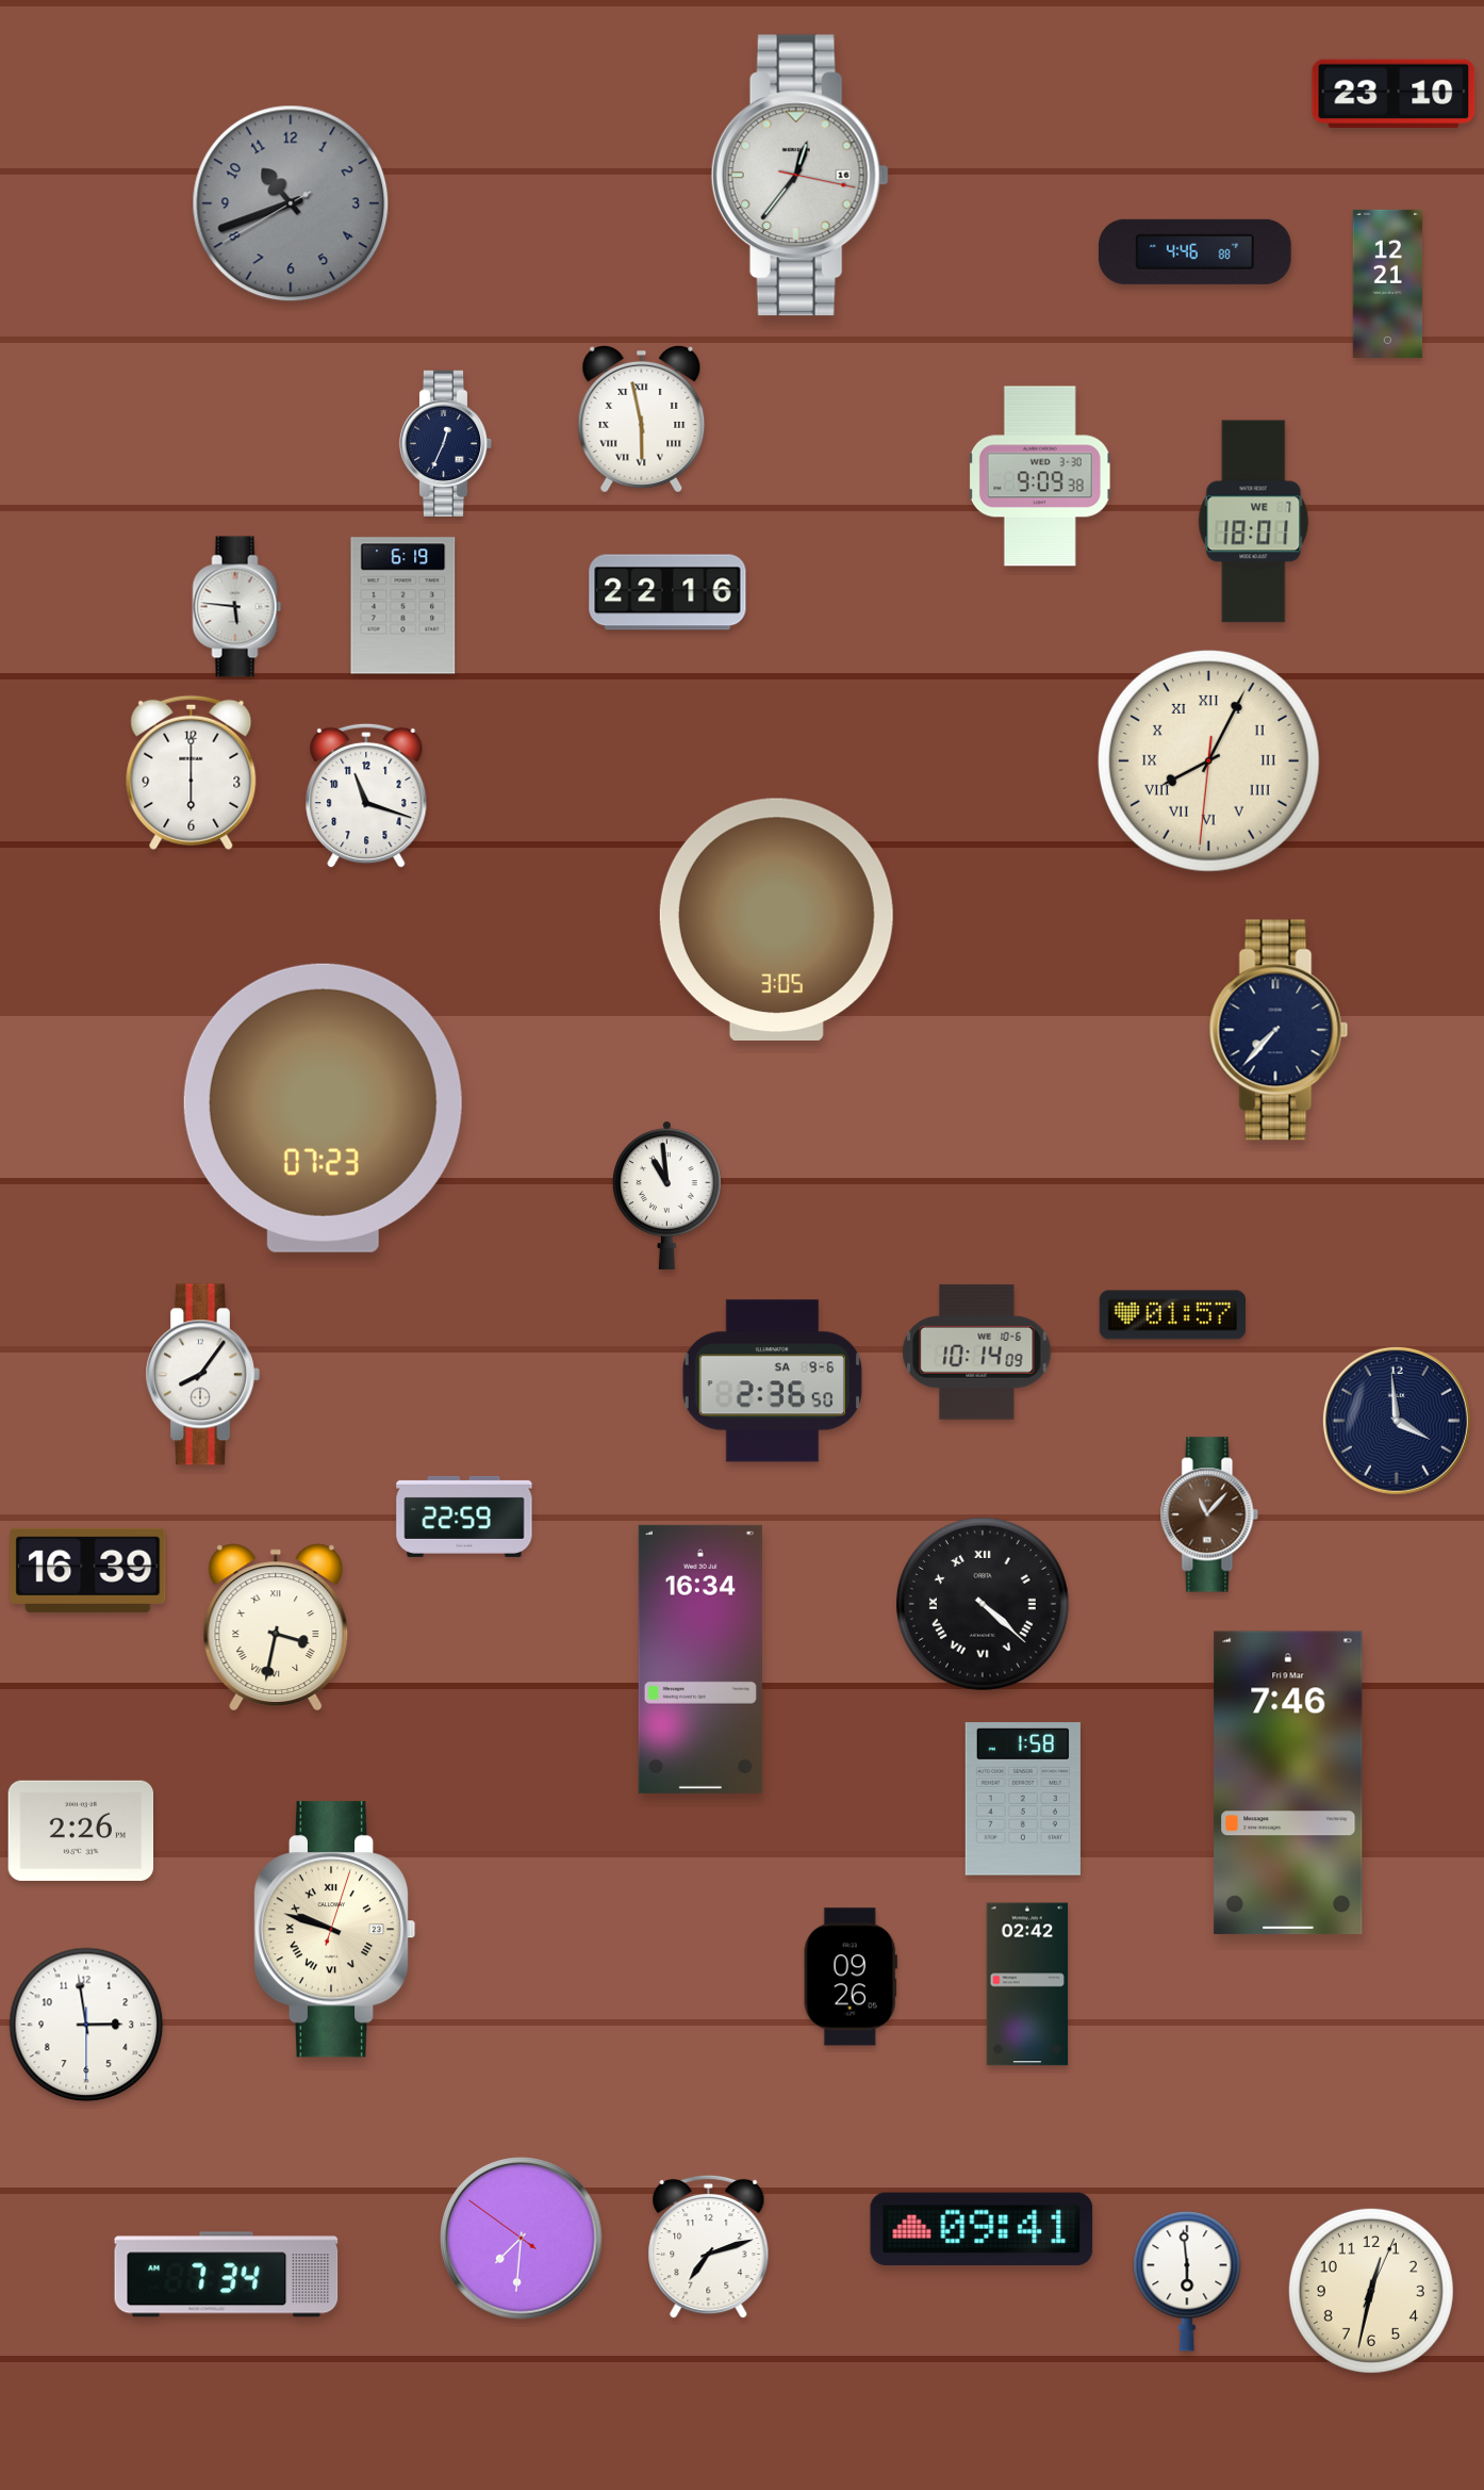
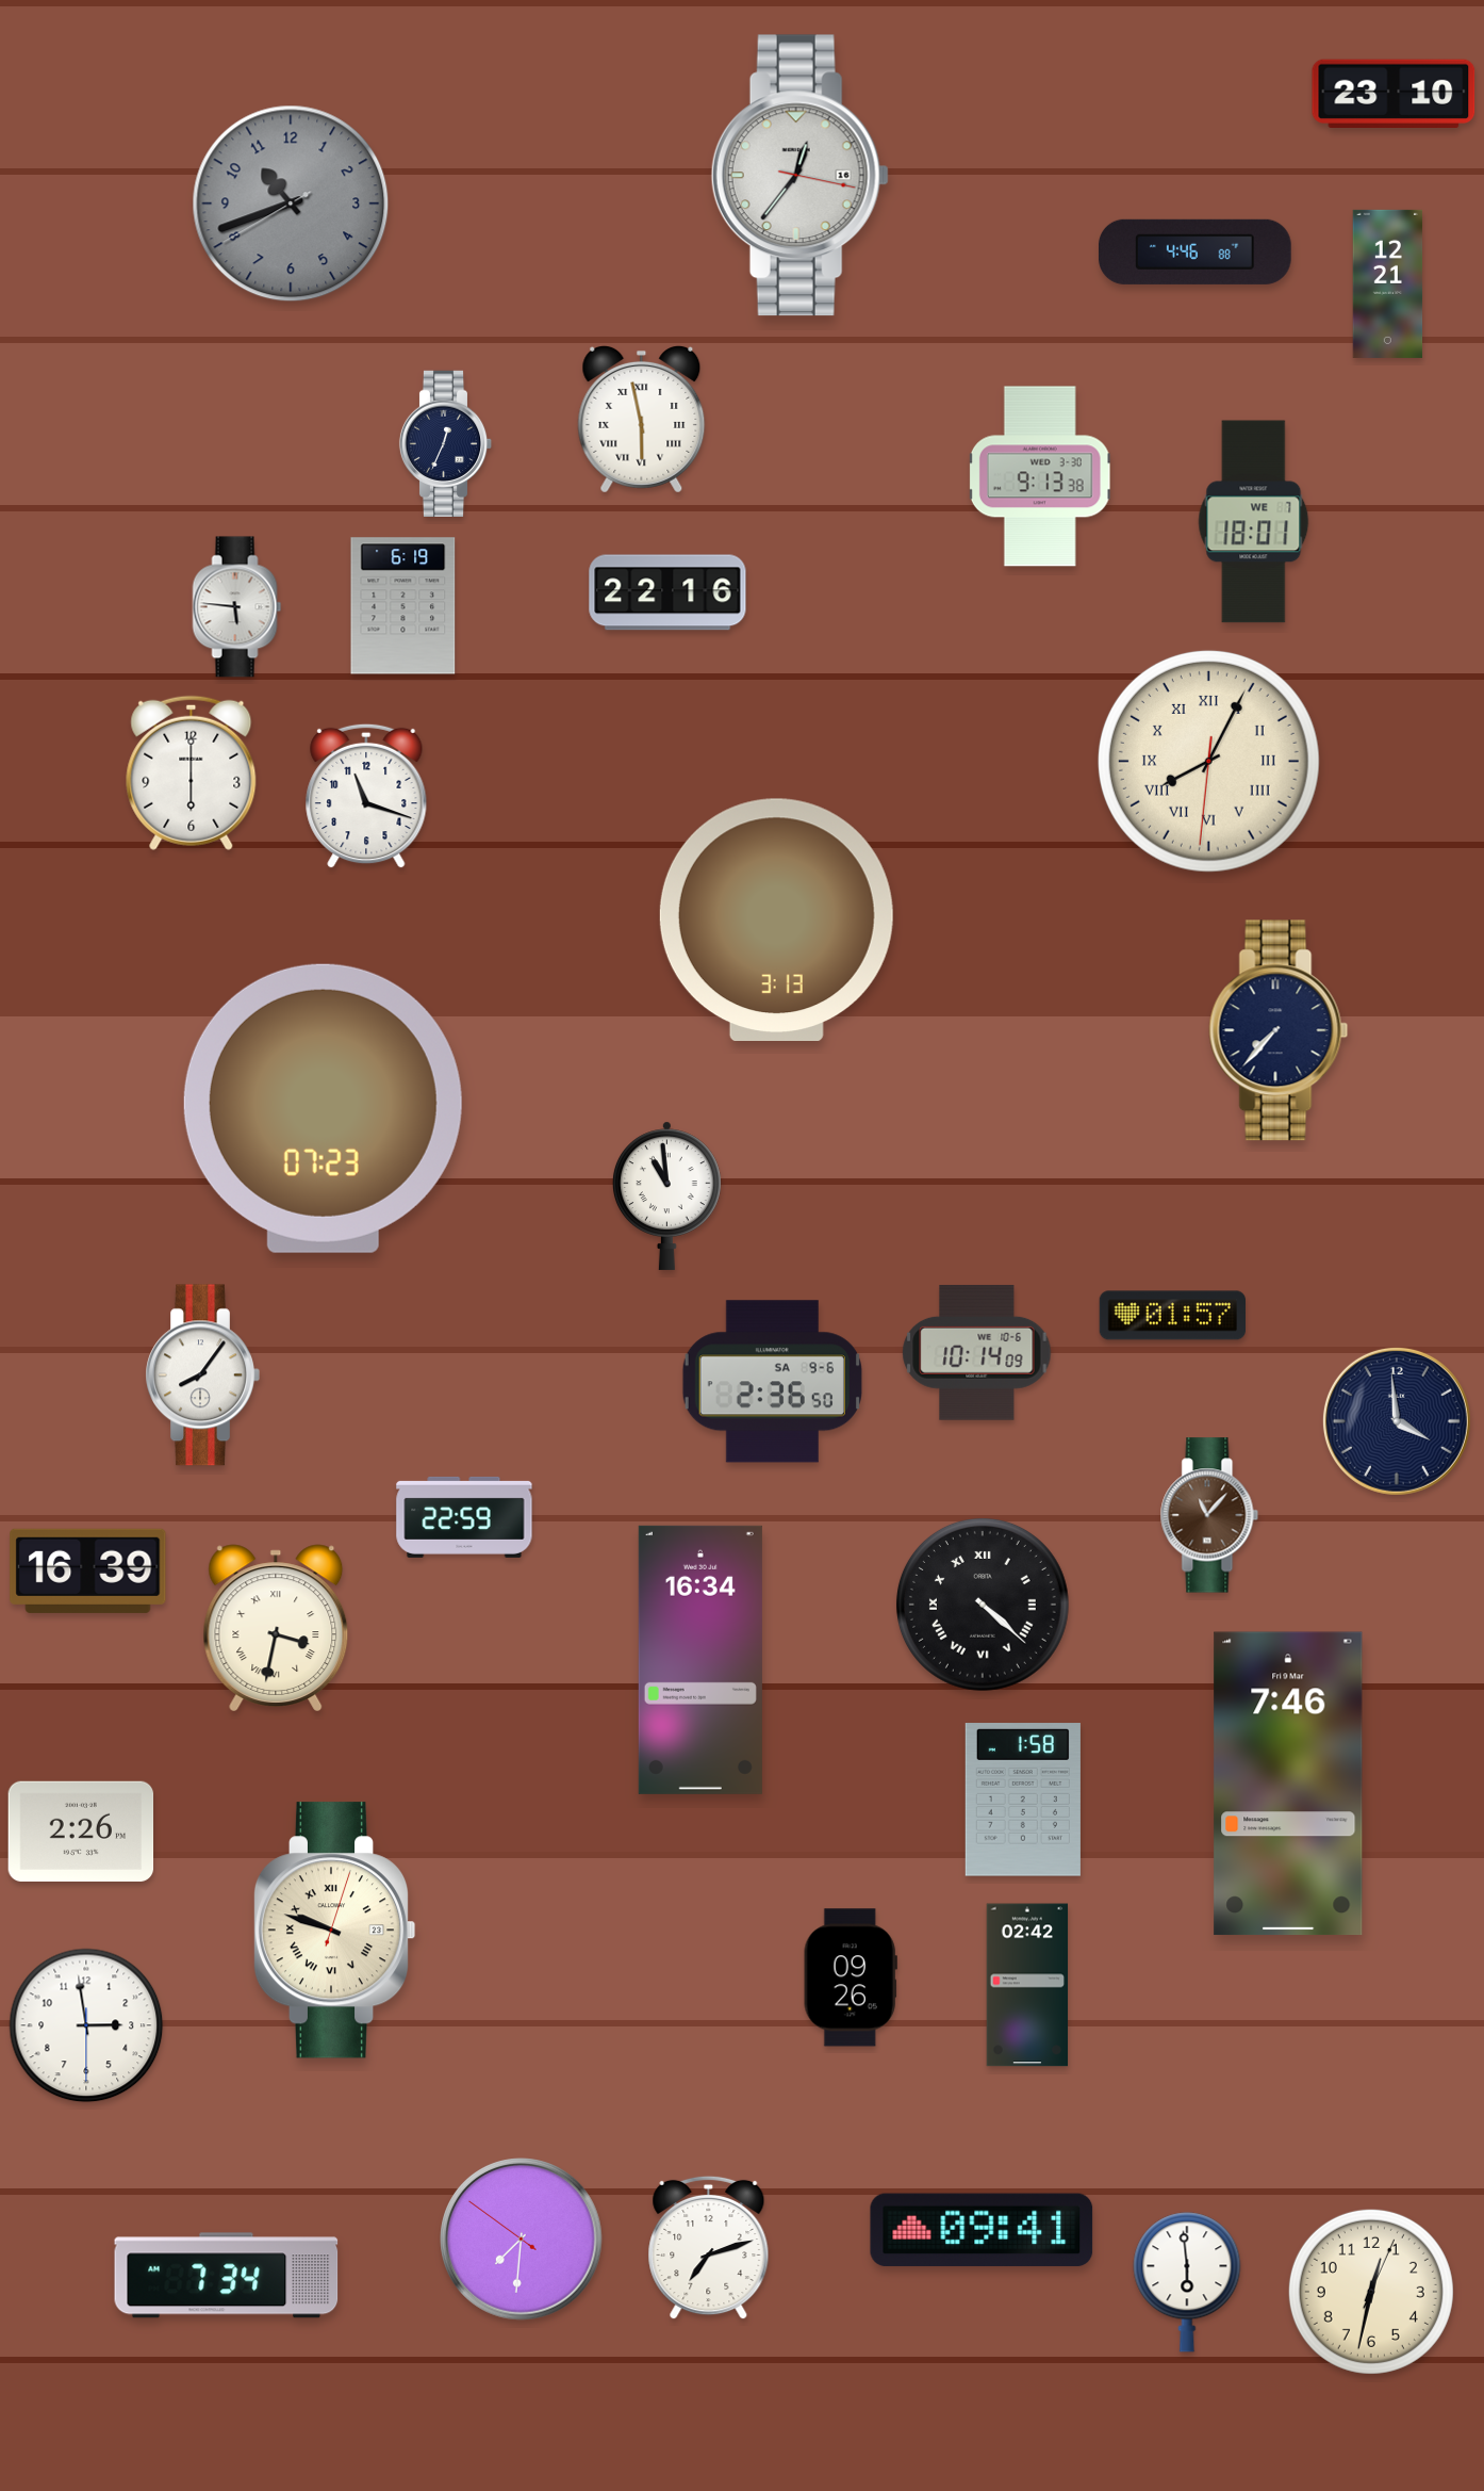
clock at (1040, 476): 9:09 -> 9:13
clock at (776, 919): 3:05 -> 3:13
